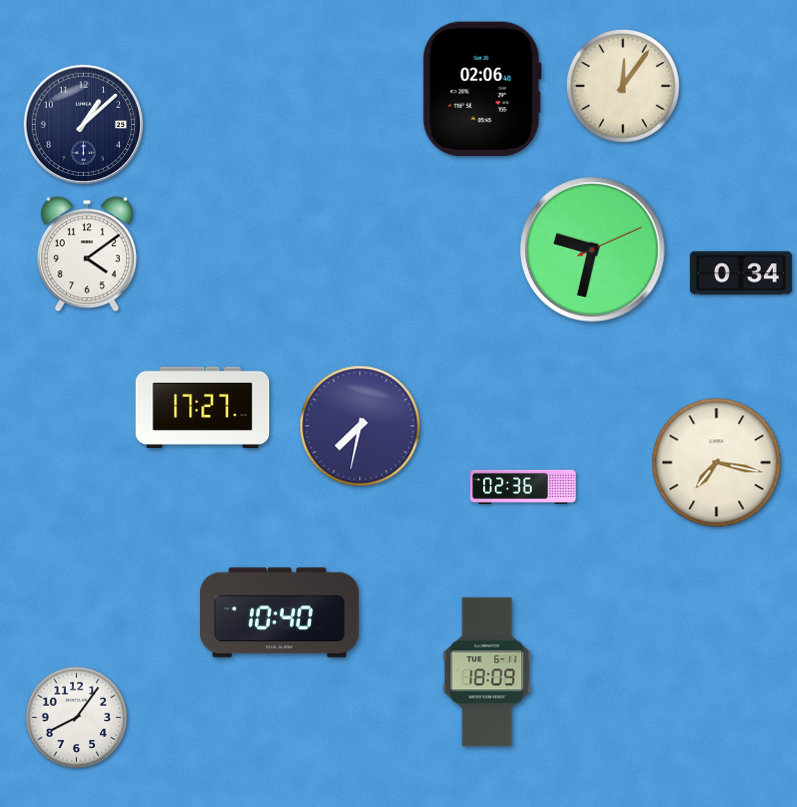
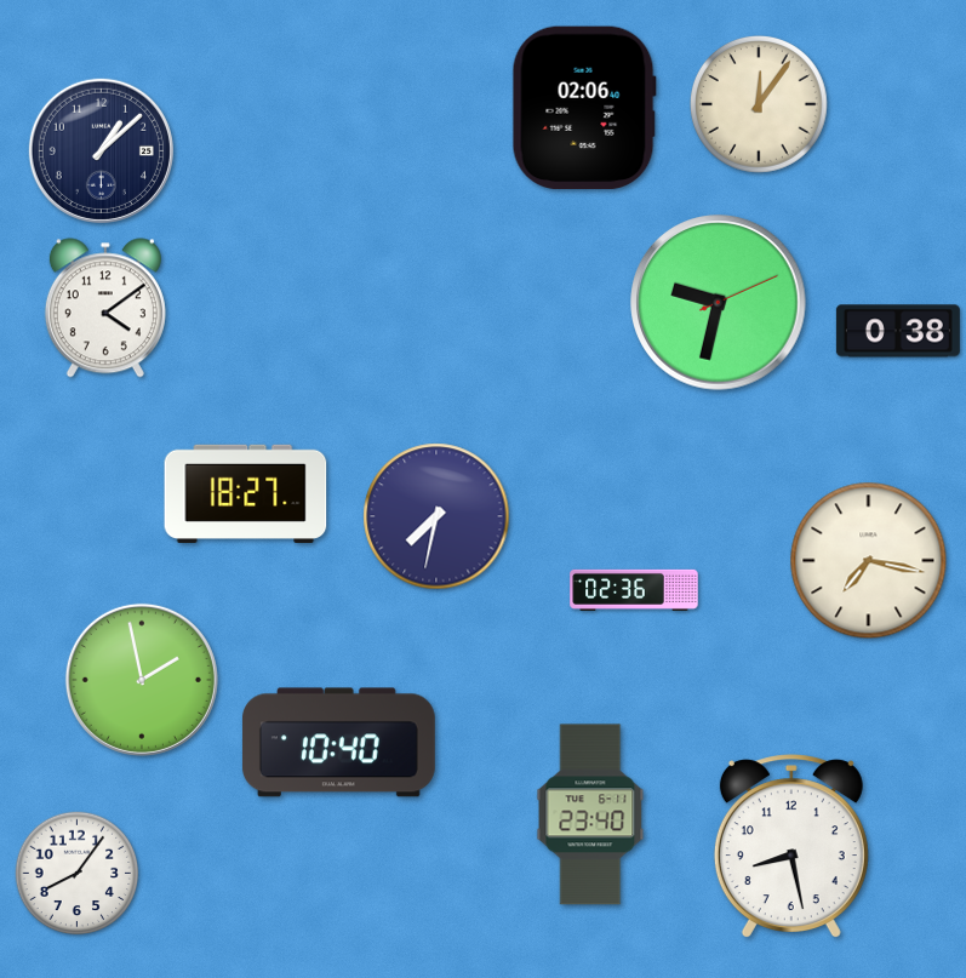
clock at (623, 86) position: (623, 86) -> (759, 104)
clock at (741, 273): 0:34 -> 0:38
clock at (203, 407): 17:27 -> 18:27
clock at (142, 680): none -> 1:58
clock at (487, 672): 18:09 -> 23:40
clock at (791, 847): none -> 8:28
clock at (77, 718) position: (77, 718) -> (78, 874)
